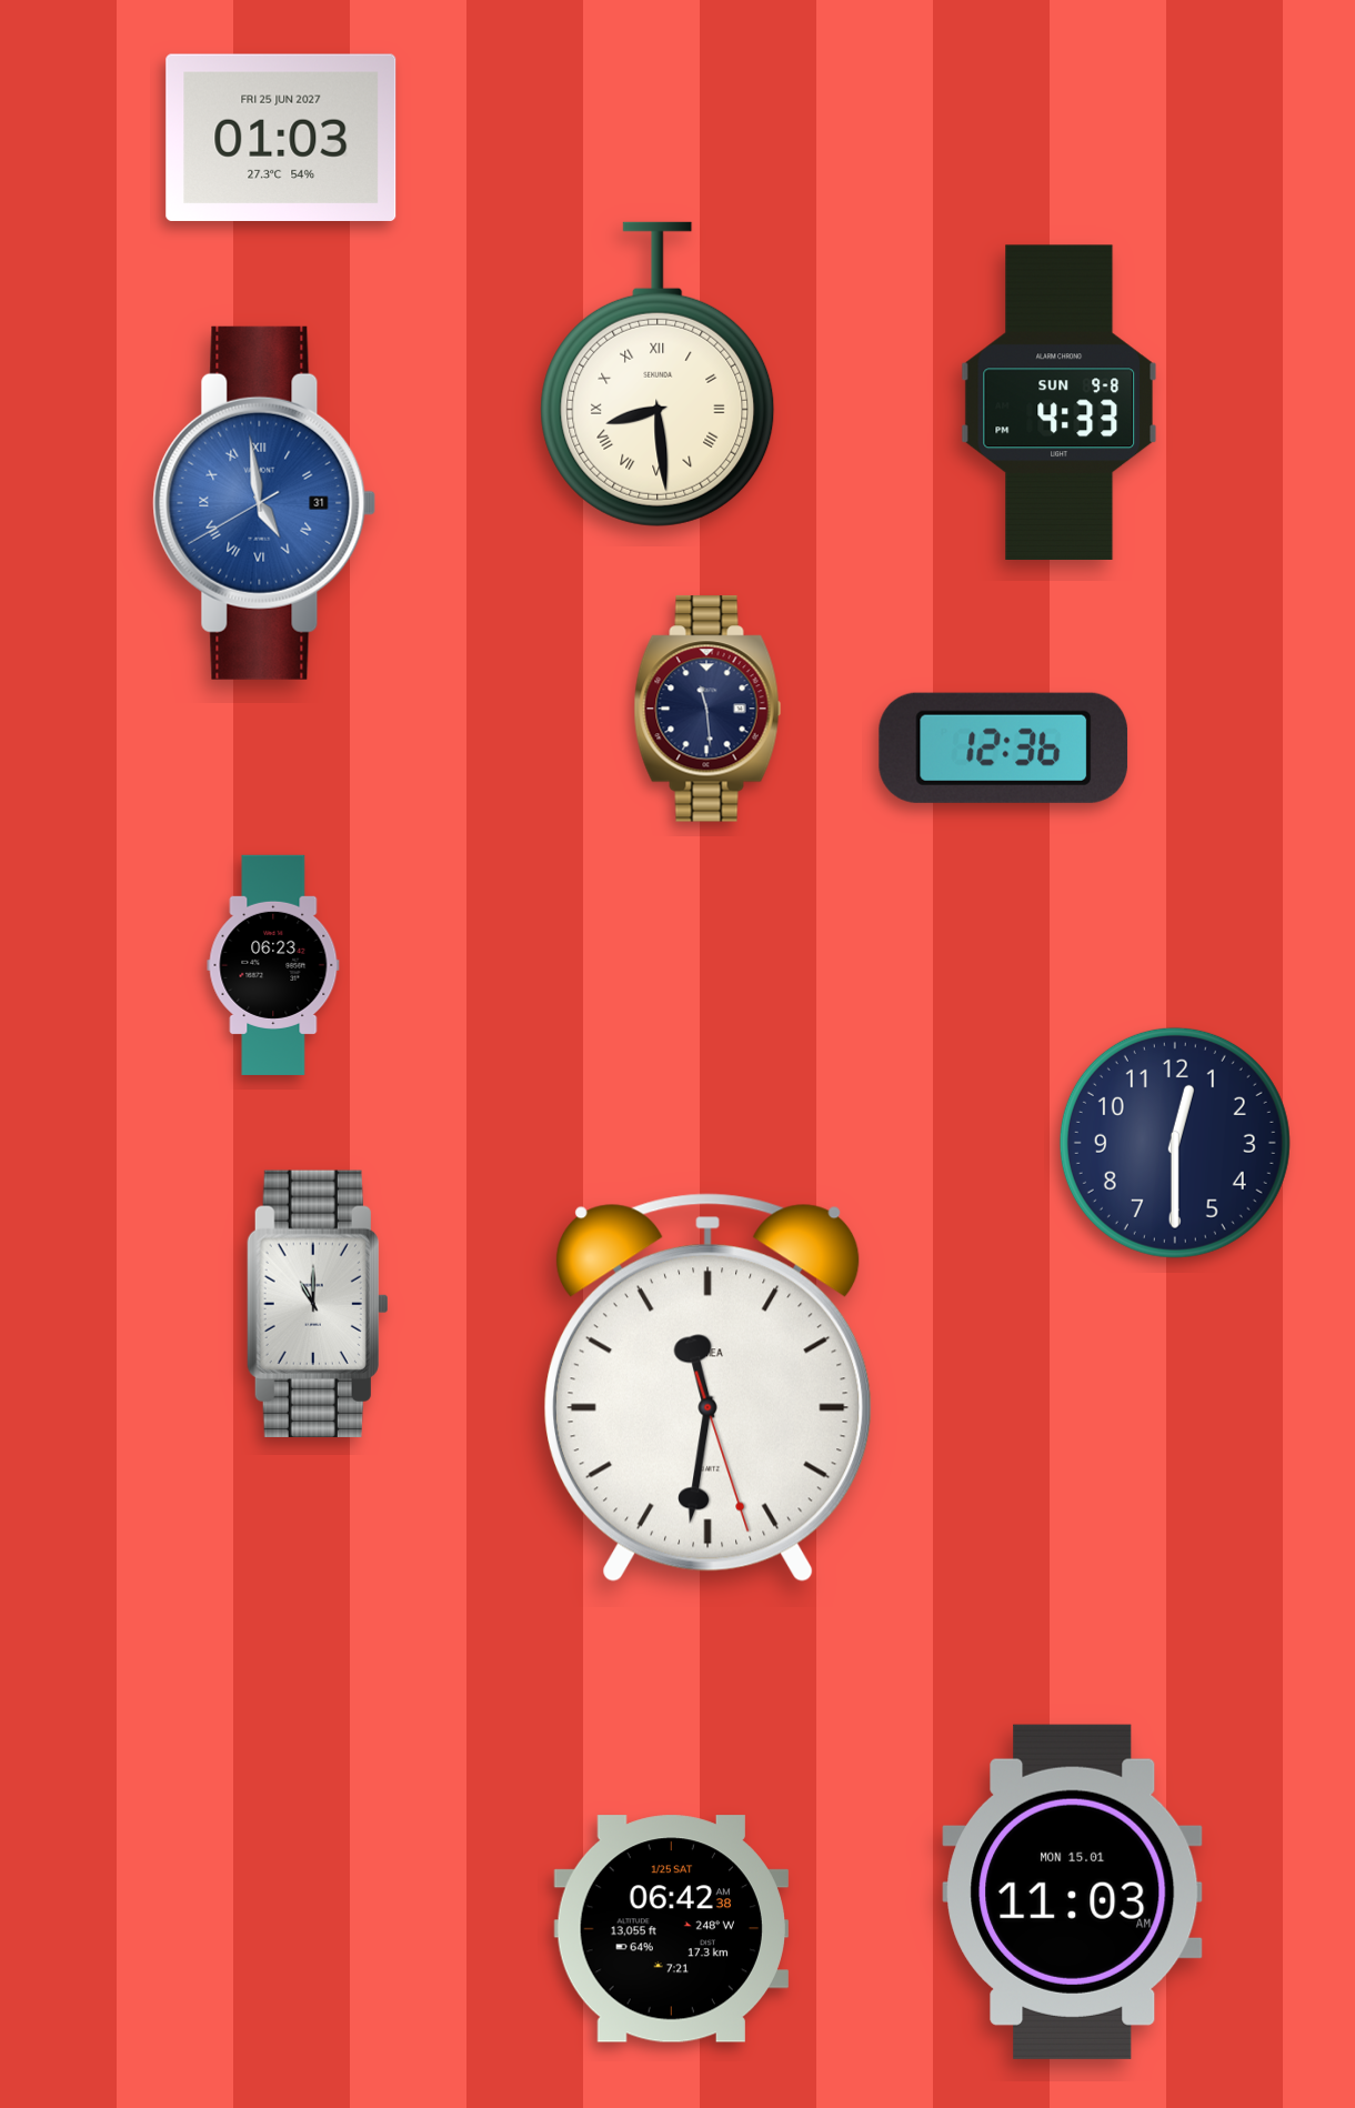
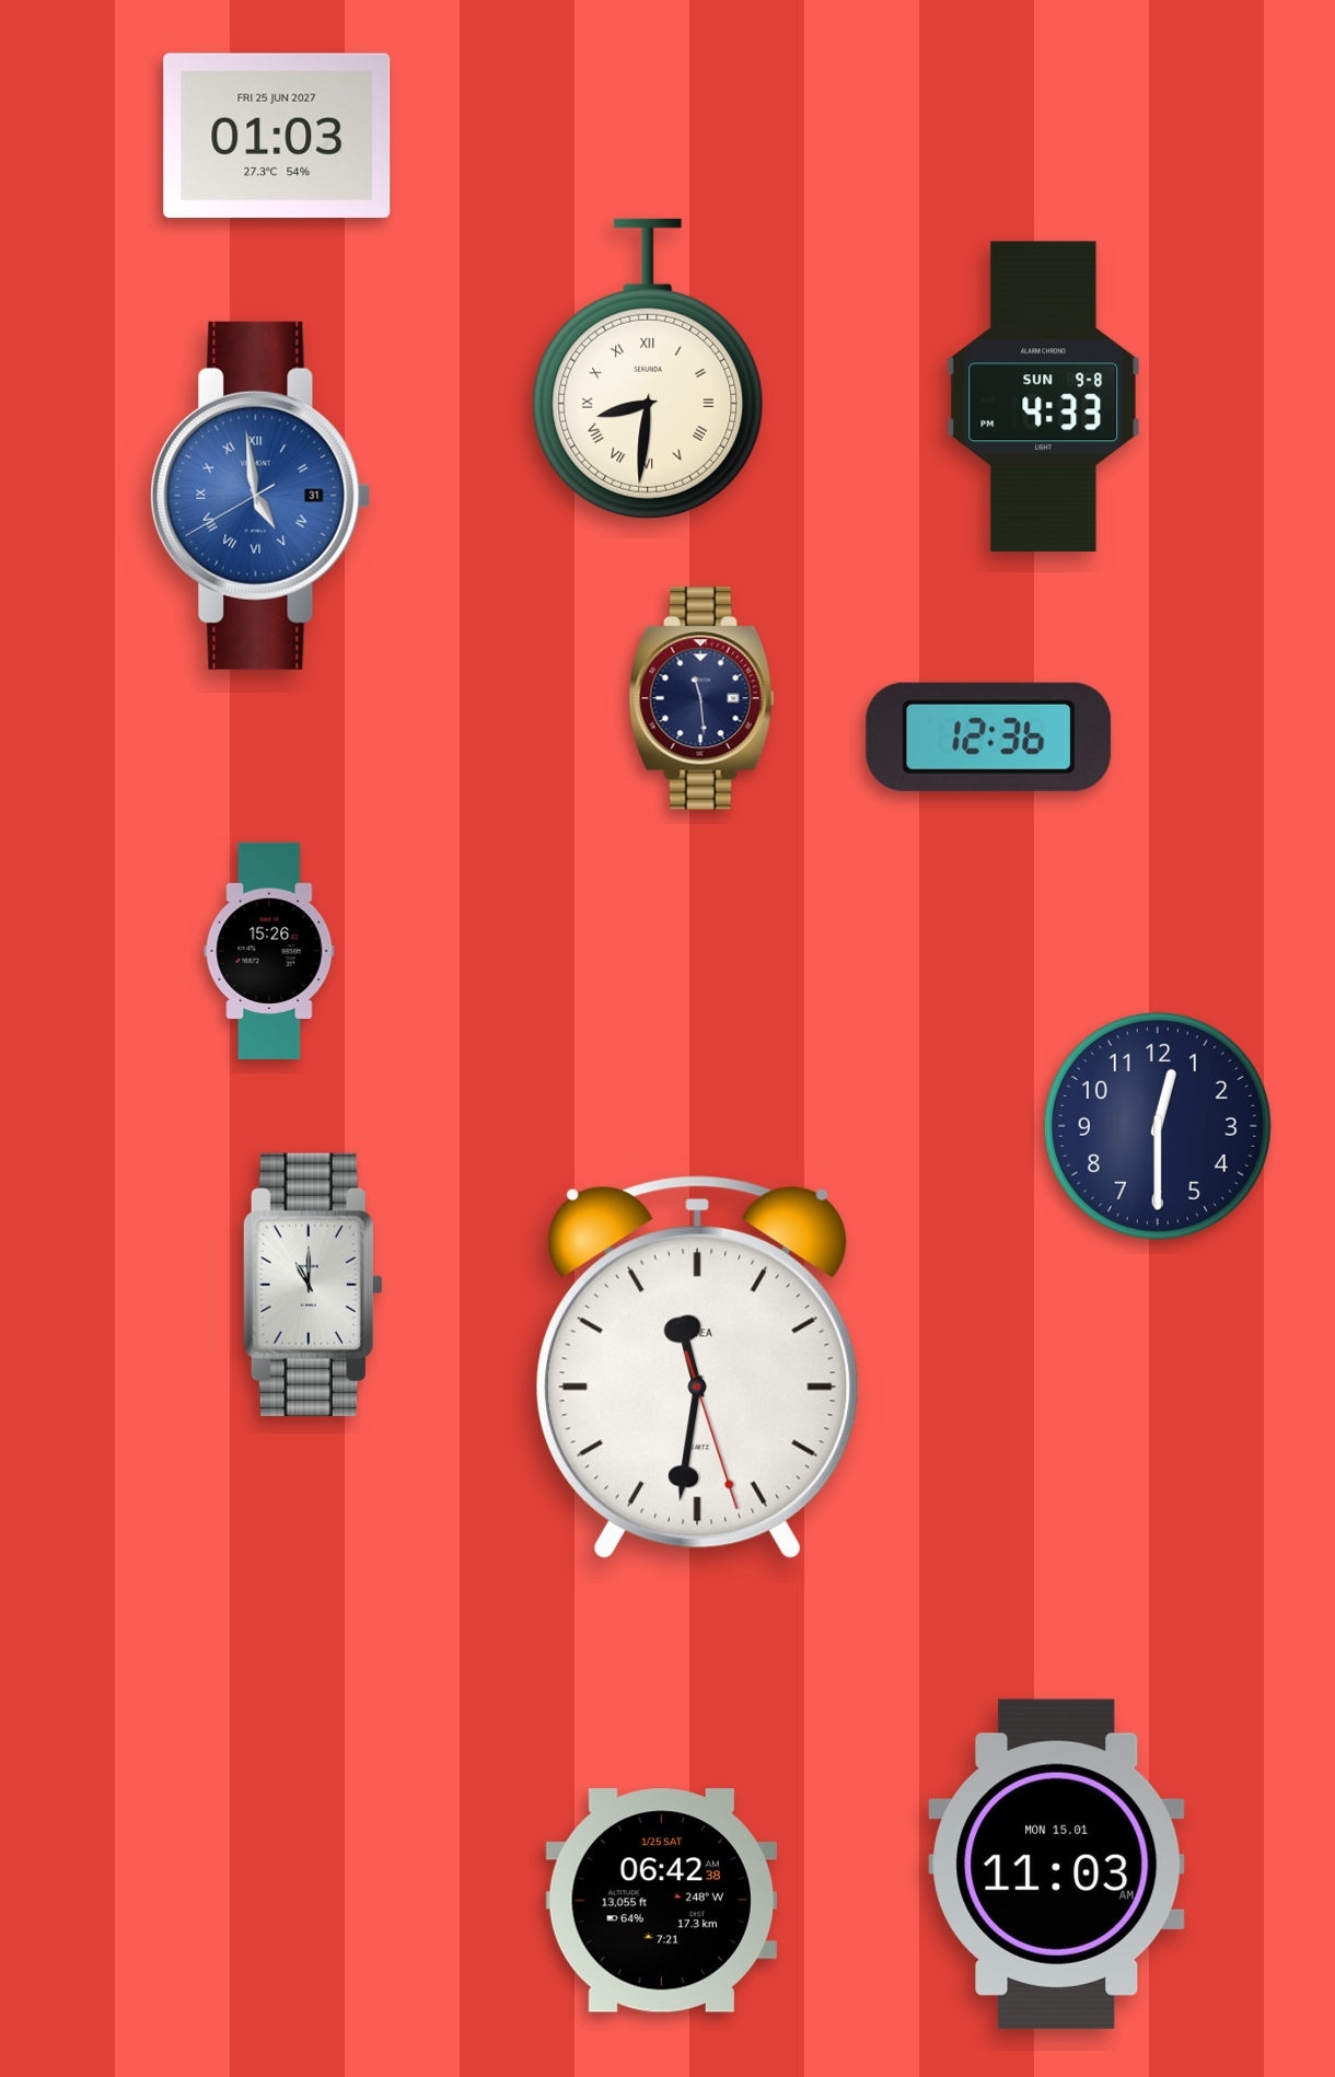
clock at (658, 374): 8:29 -> 8:31
clock at (707, 709) position: (707, 709) -> (701, 698)
clock at (273, 965): 06:23 -> 15:26
